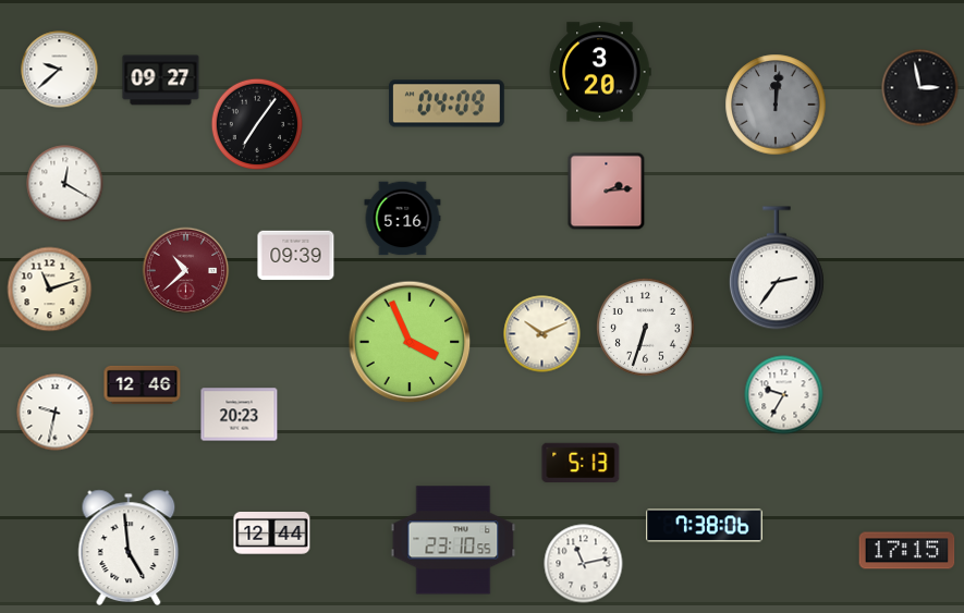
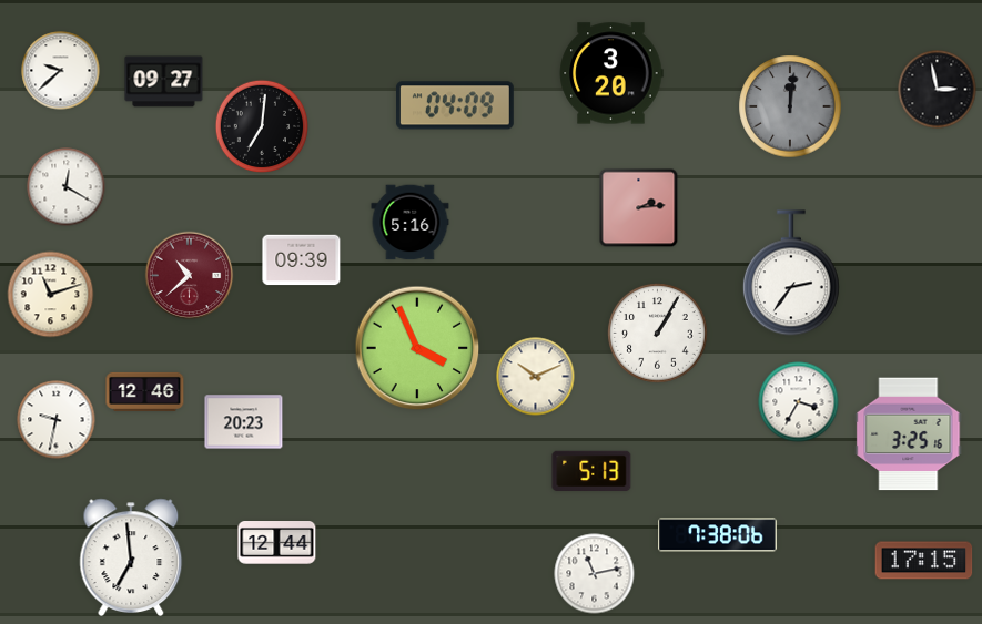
clock at (257, 124): 7:06 -> 7:01
clock at (607, 192) position: (607, 192) -> (639, 208)
clock at (646, 328): 6:33 -> 1:05
clock at (542, 334) position: (542, 334) -> (536, 377)
clock at (784, 395): 9:35 -> 3:35
clock at (909, 434): none -> 3:25
clock at (453, 540): 23:10 -> none
clock at (129, 548): 4:59 -> 6:59
